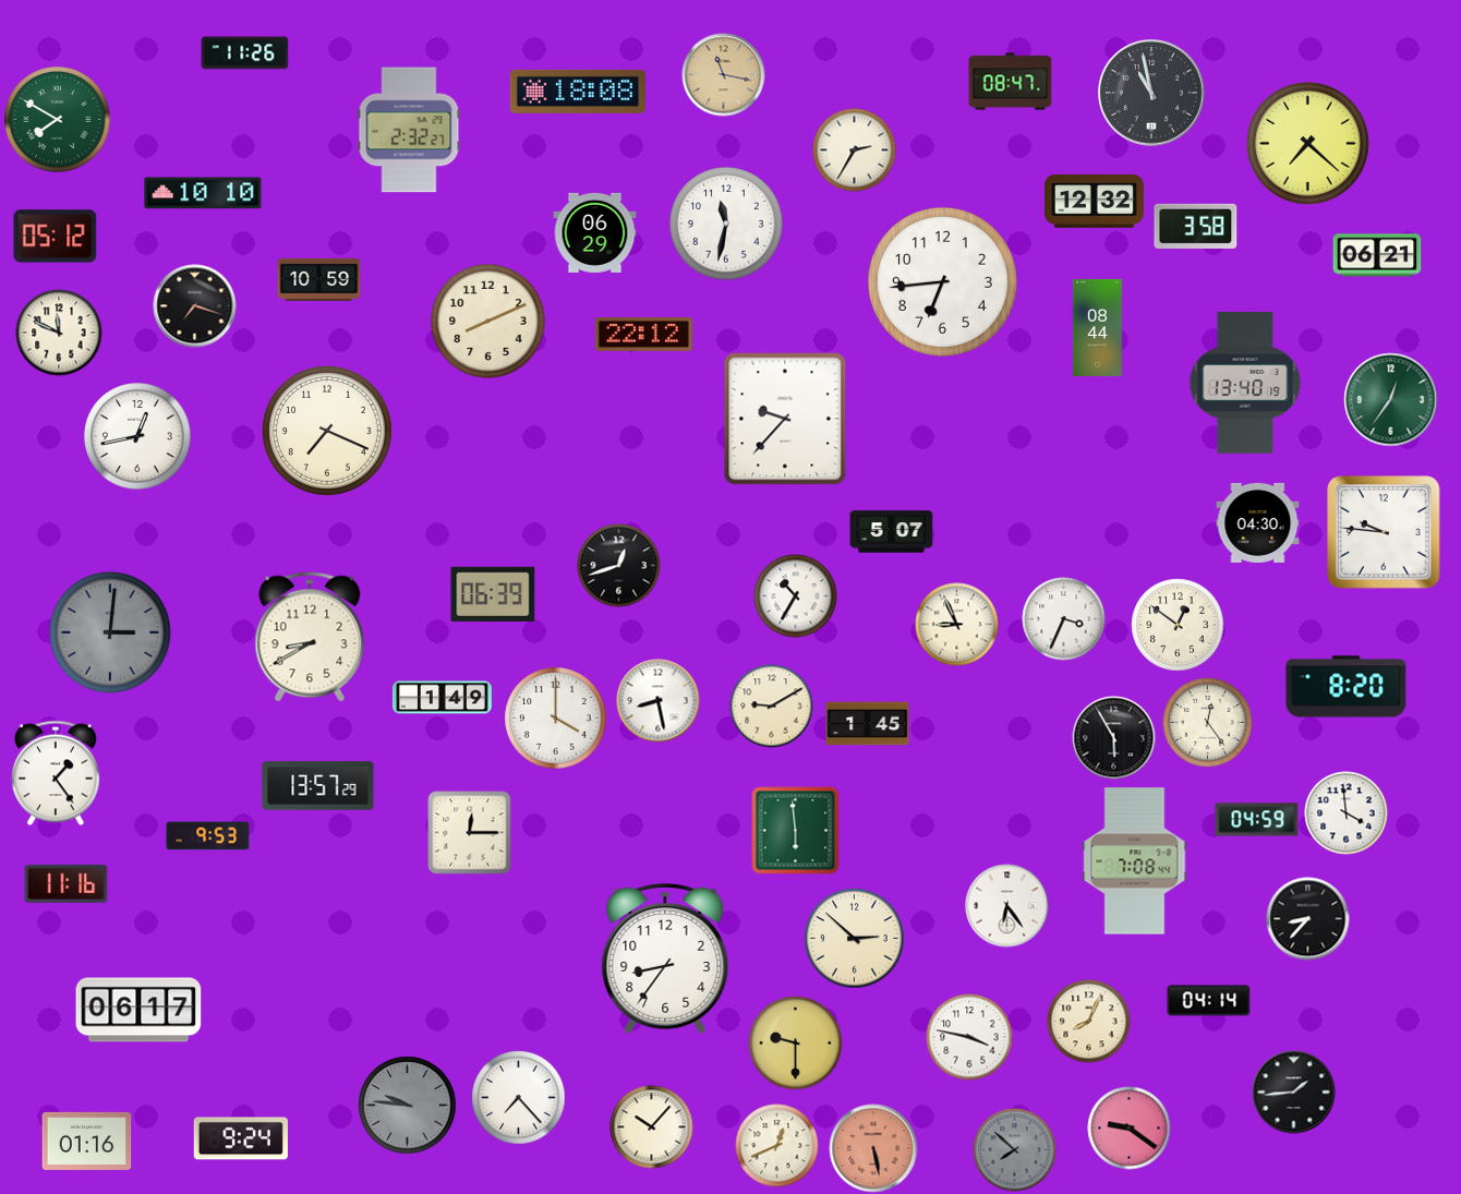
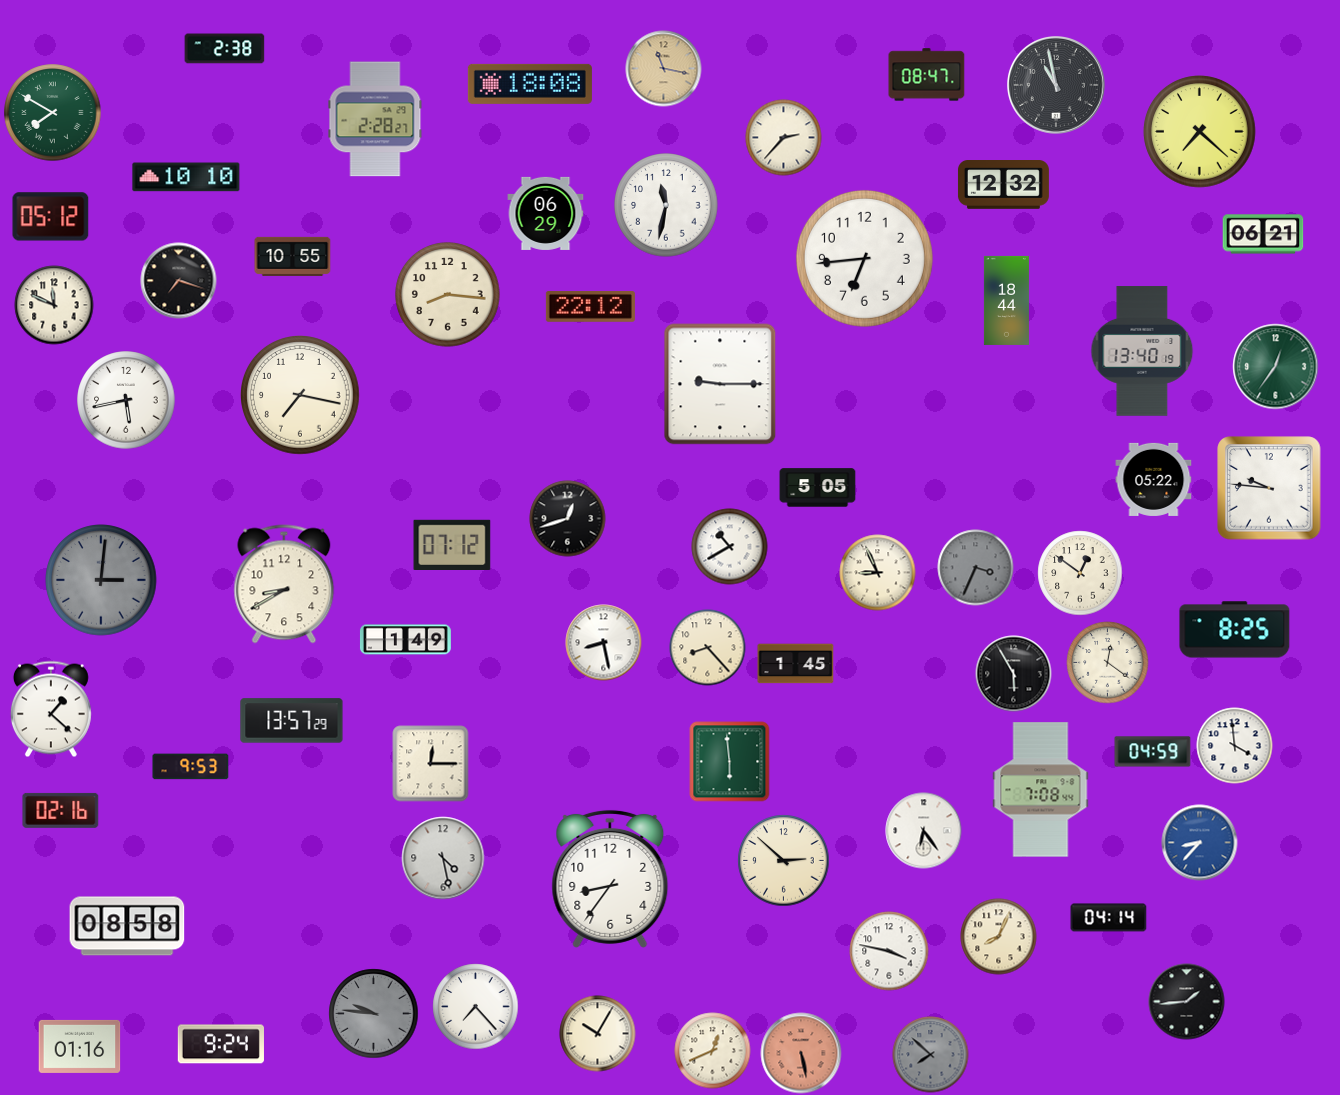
clock at (245, 53): 11:26 -> 2:38
clock at (58, 120) position: (58, 120) -> (53, 113)
clock at (409, 130): 2:32 -> 2:28
clock at (855, 150): 2:35 -> 2:37
clock at (1196, 226): 3:58 -> none
clock at (319, 279): 10:59 -> 10:55
clock at (488, 322): 8:11 -> 8:16
clock at (1097, 327): 08:44 -> 18:44
clock at (785, 419): 9:37 -> 9:15
clock at (328, 432): 7:19 -> 7:17
clock at (137, 436): 12:43 -> 5:43
clock at (1258, 522): 04:30 -> 05:22
clock at (892, 532): 5:07 -> 5:05
clock at (493, 593): 06:39 -> 07:12
clock at (796, 596): 10:35 -> 10:40
clock at (1064, 619) dial: white -> grey
clock at (1347, 687): 8:20 -> 8:25
clock at (772, 707): 9:10 -> 8:23
clock at (556, 719): 4:00 -> none
clock at (1208, 723): 12:24 -> 12:21
clock at (1114, 738) position: (1114, 738) -> (1014, 674)
clock at (56, 773): 1:24 -> 1:22
clock at (67, 883): 11:16 -> 02:16
clock at (1308, 919) dial: black -> blue
clock at (443, 858): none -> 4:28
clock at (138, 1010): 06:17 -> 08:58
clock at (796, 1044): 9:30 -> none
clock at (652, 1127): 10:07 -> 10:05
clock at (1130, 1129): 9:21 -> none
